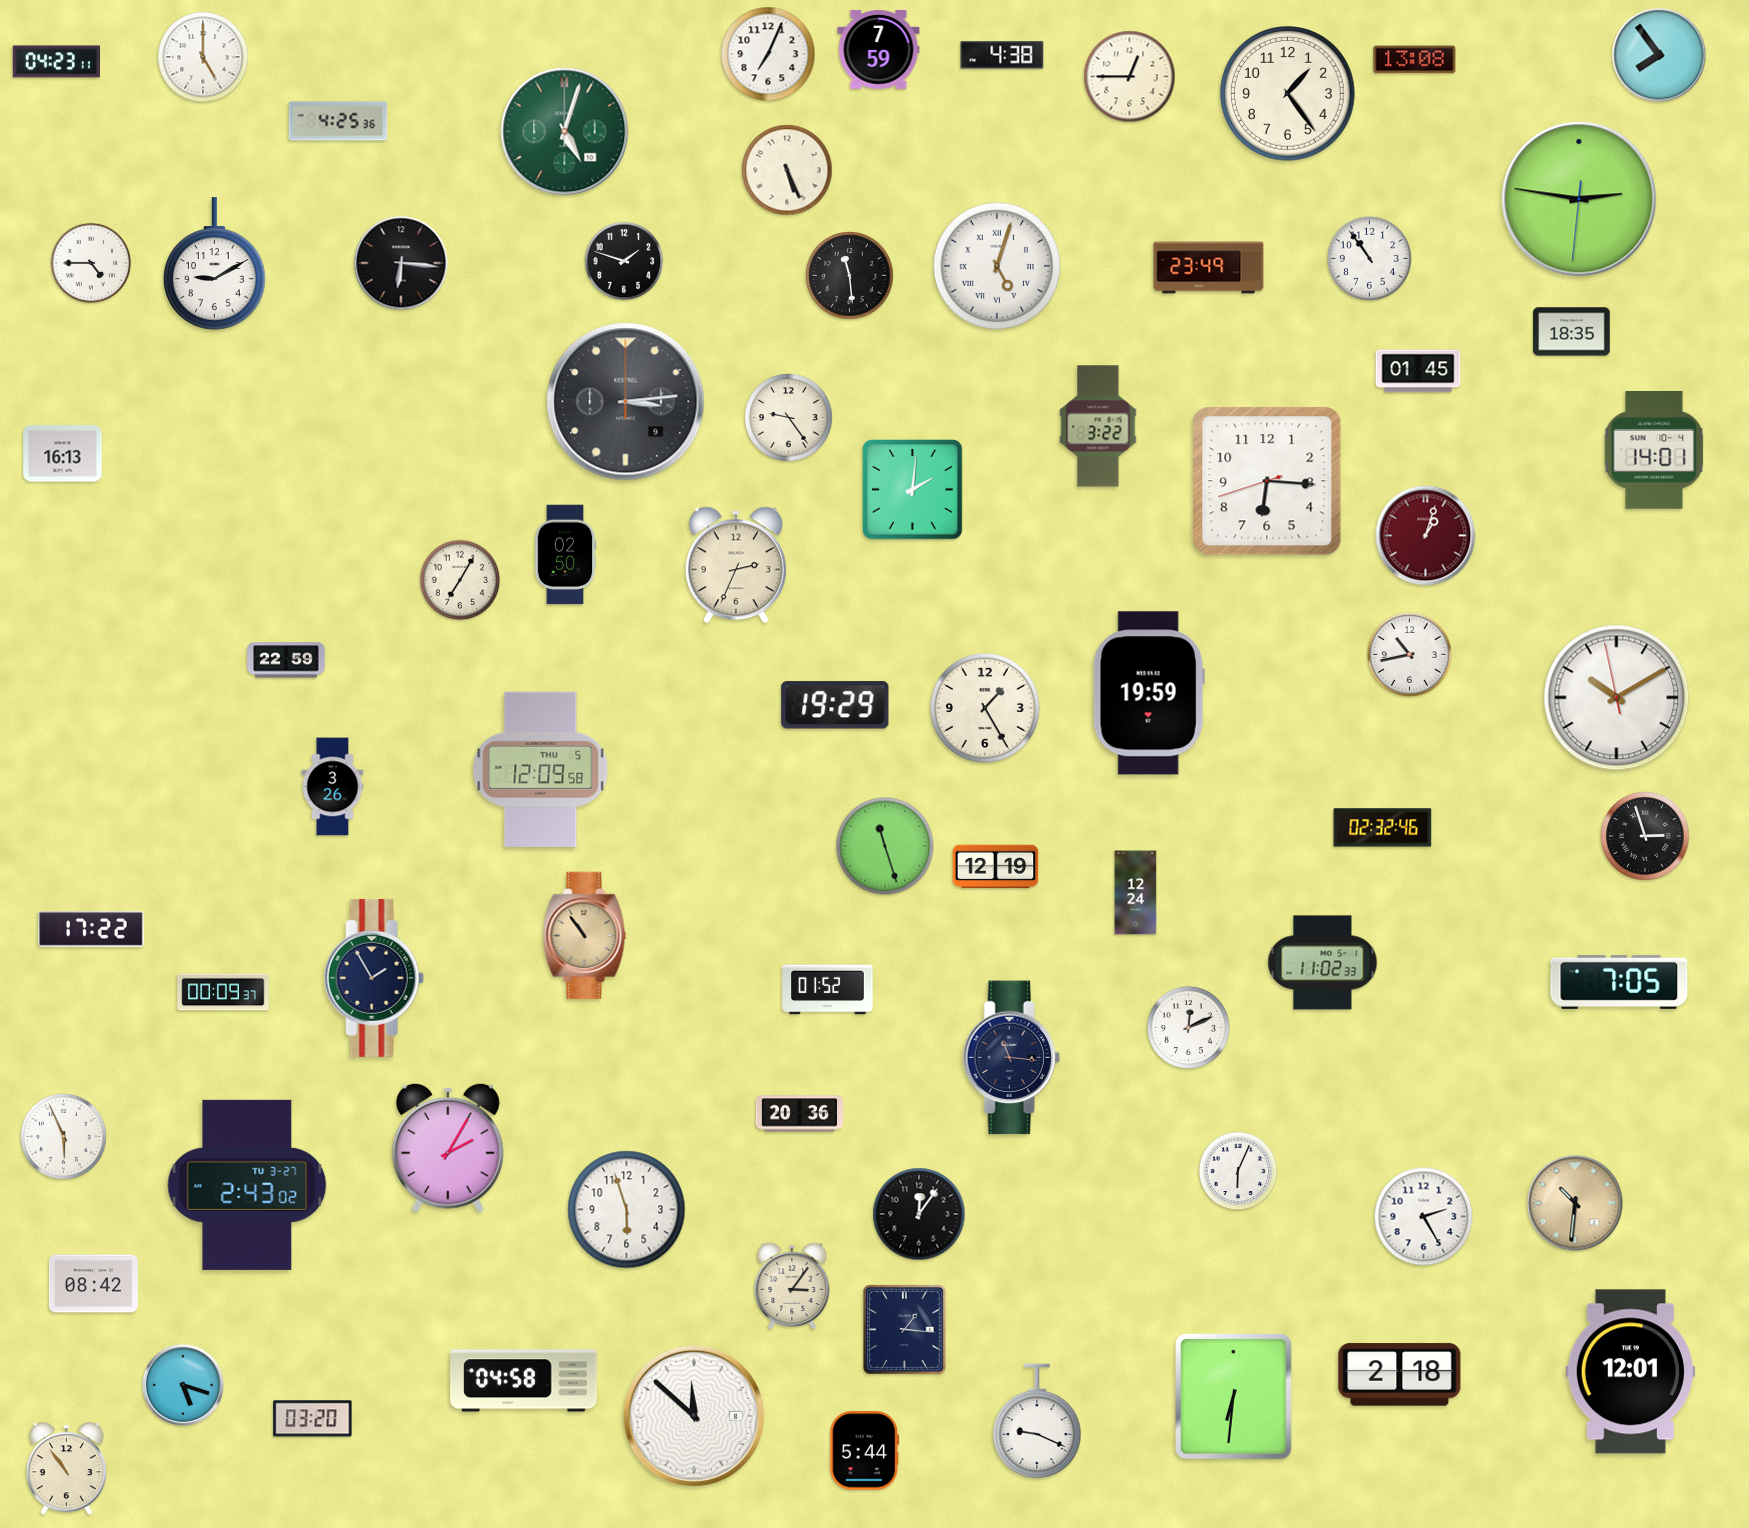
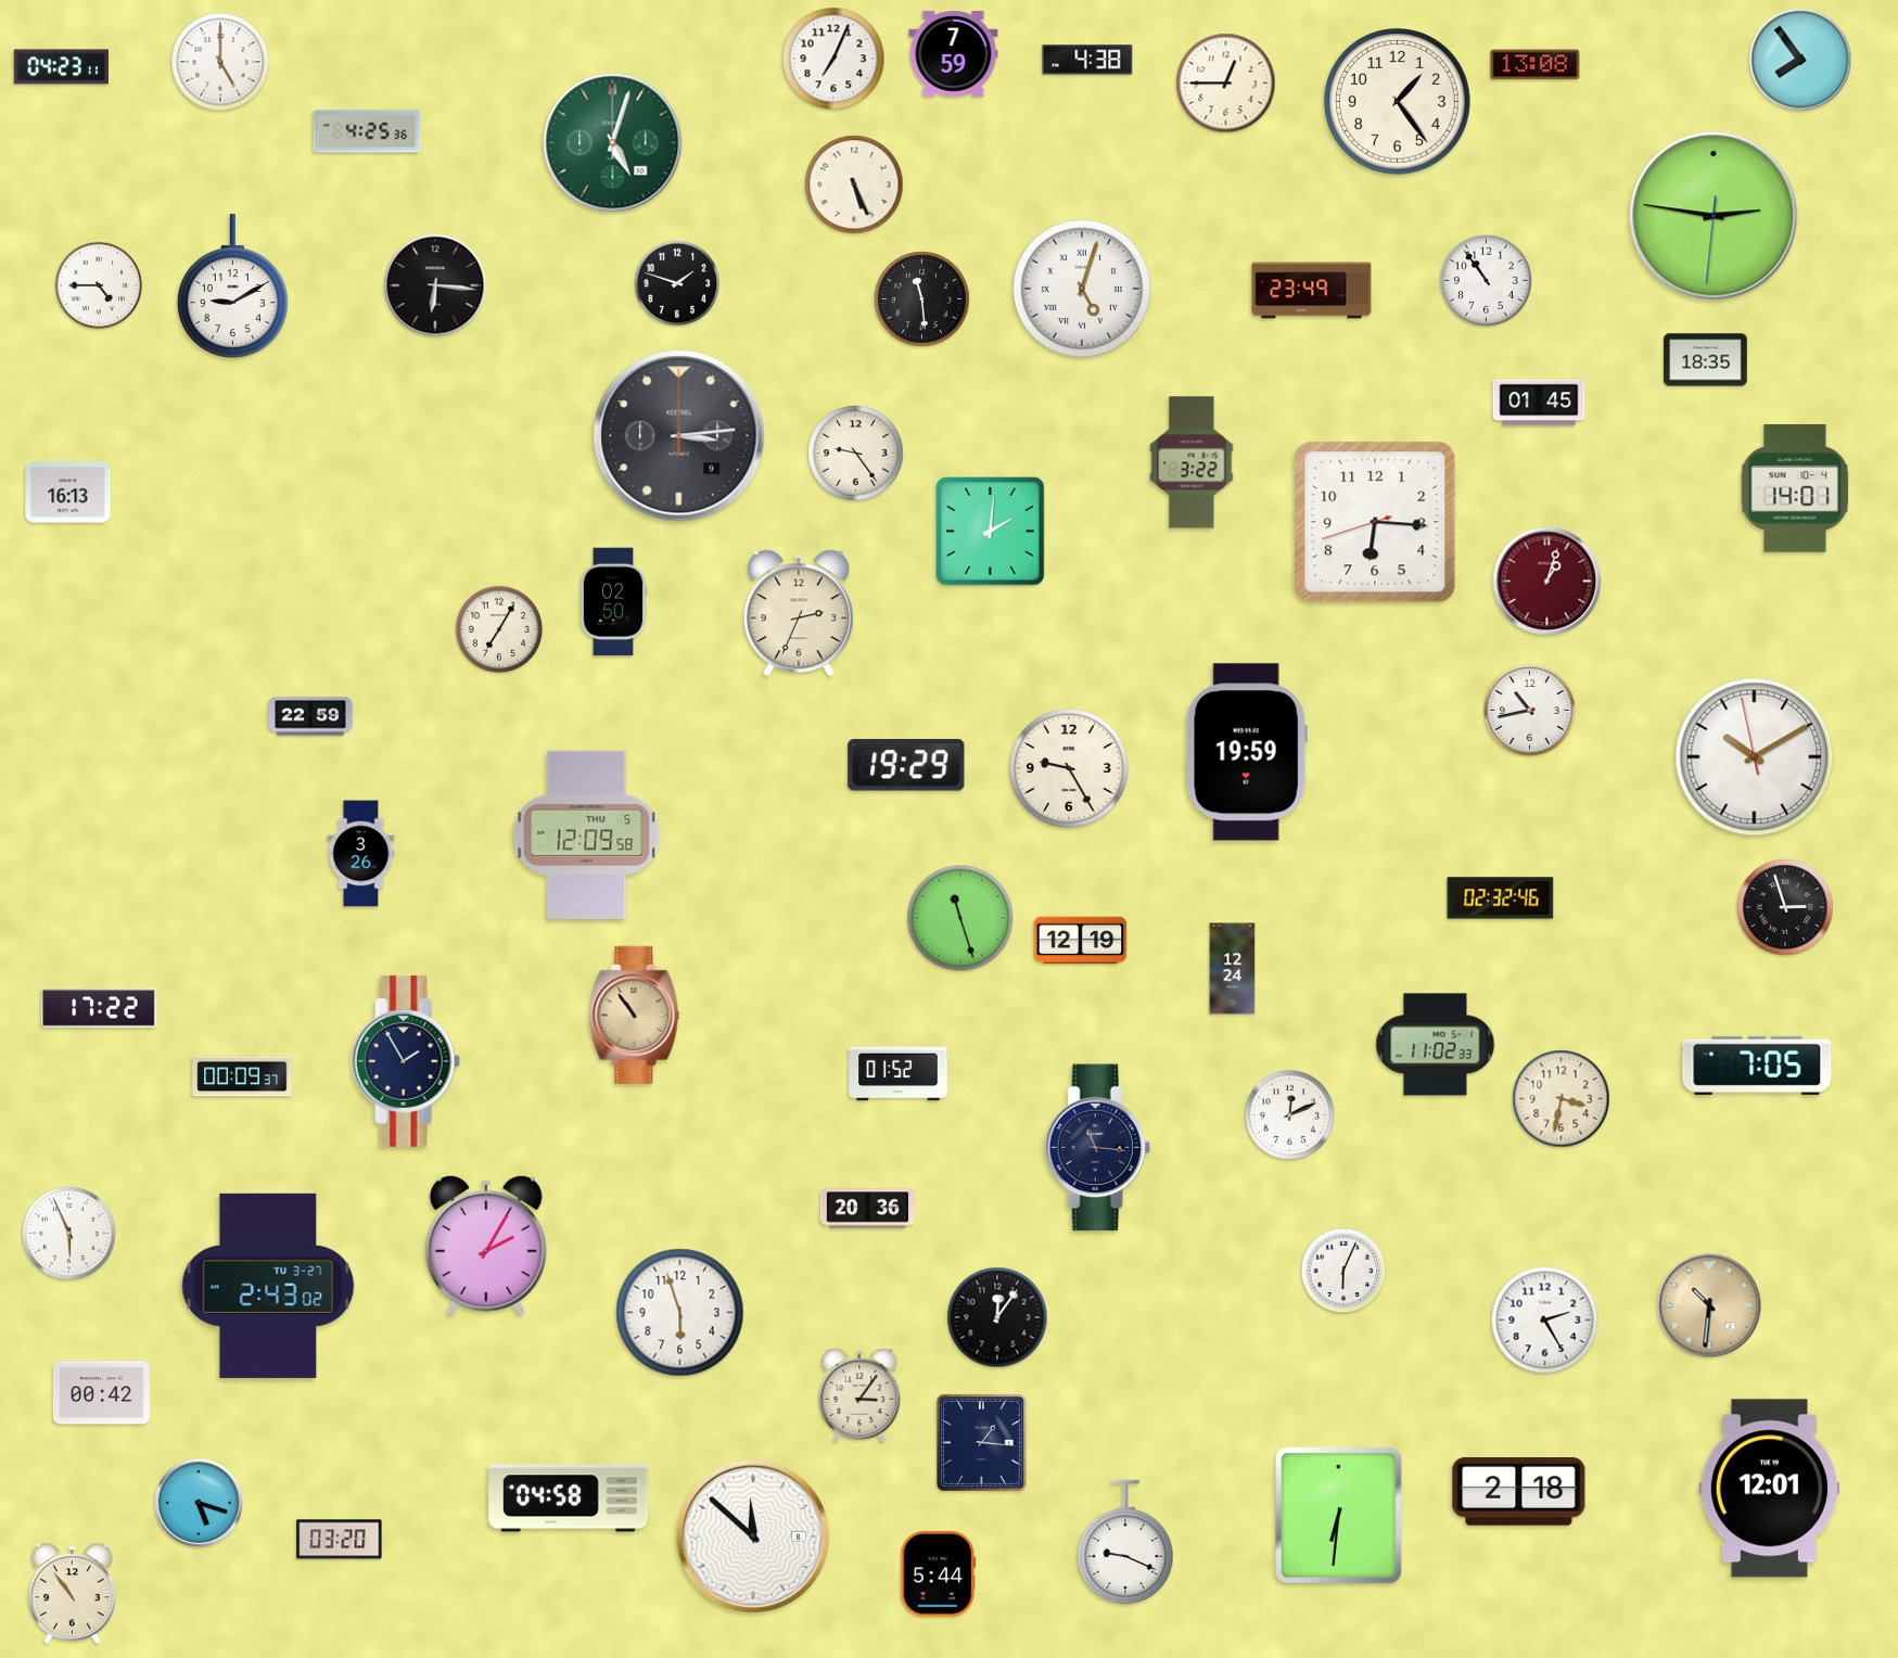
clock at (986, 709): 1:25 -> 9:25
clock at (1562, 1099): none -> 3:32
clock at (93, 1284): 08:42 -> 00:42
